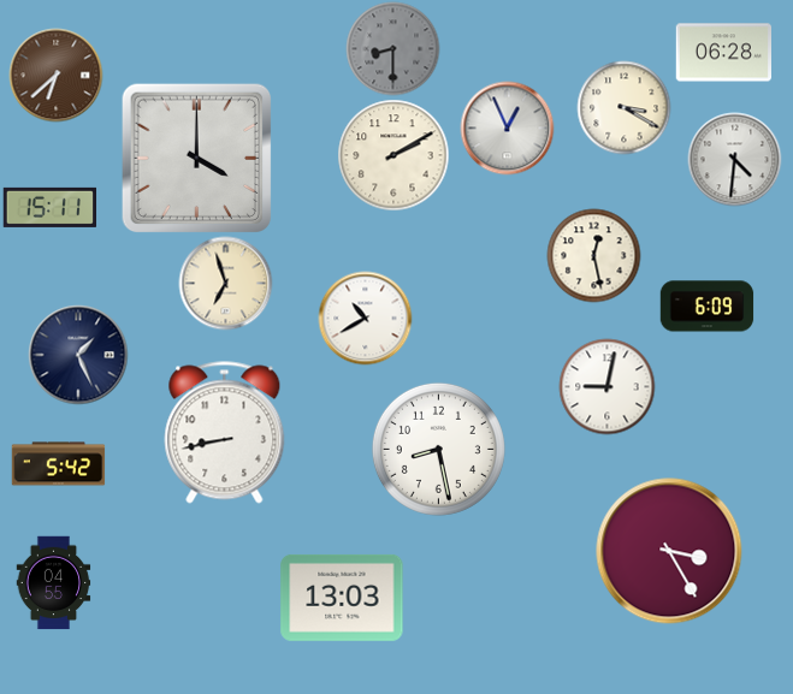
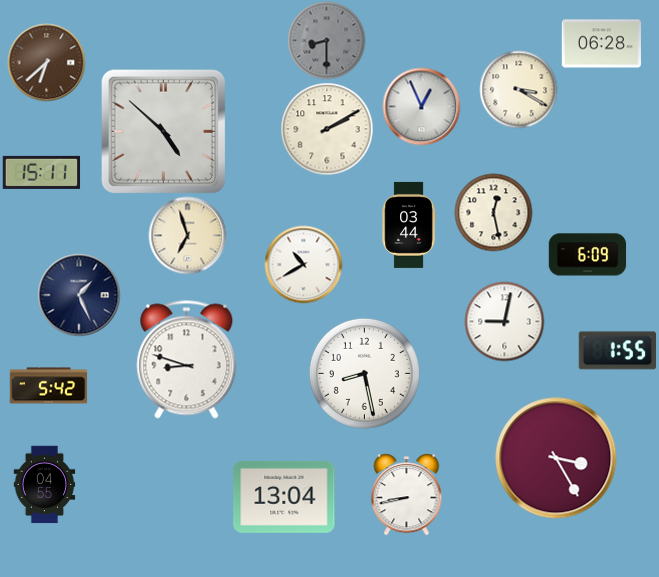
clock at (196, 158): 4:00 -> 4:52
clock at (734, 159): 4:31 -> none
clock at (409, 225): none -> 03:44
clock at (78, 355) position: (78, 355) -> (79, 295)
clock at (617, 351): none -> 1:55
clock at (225, 433): 8:43 -> 8:48
clock at (407, 494): none -> 8:43
clock at (342, 598): 13:03 -> 13:04
